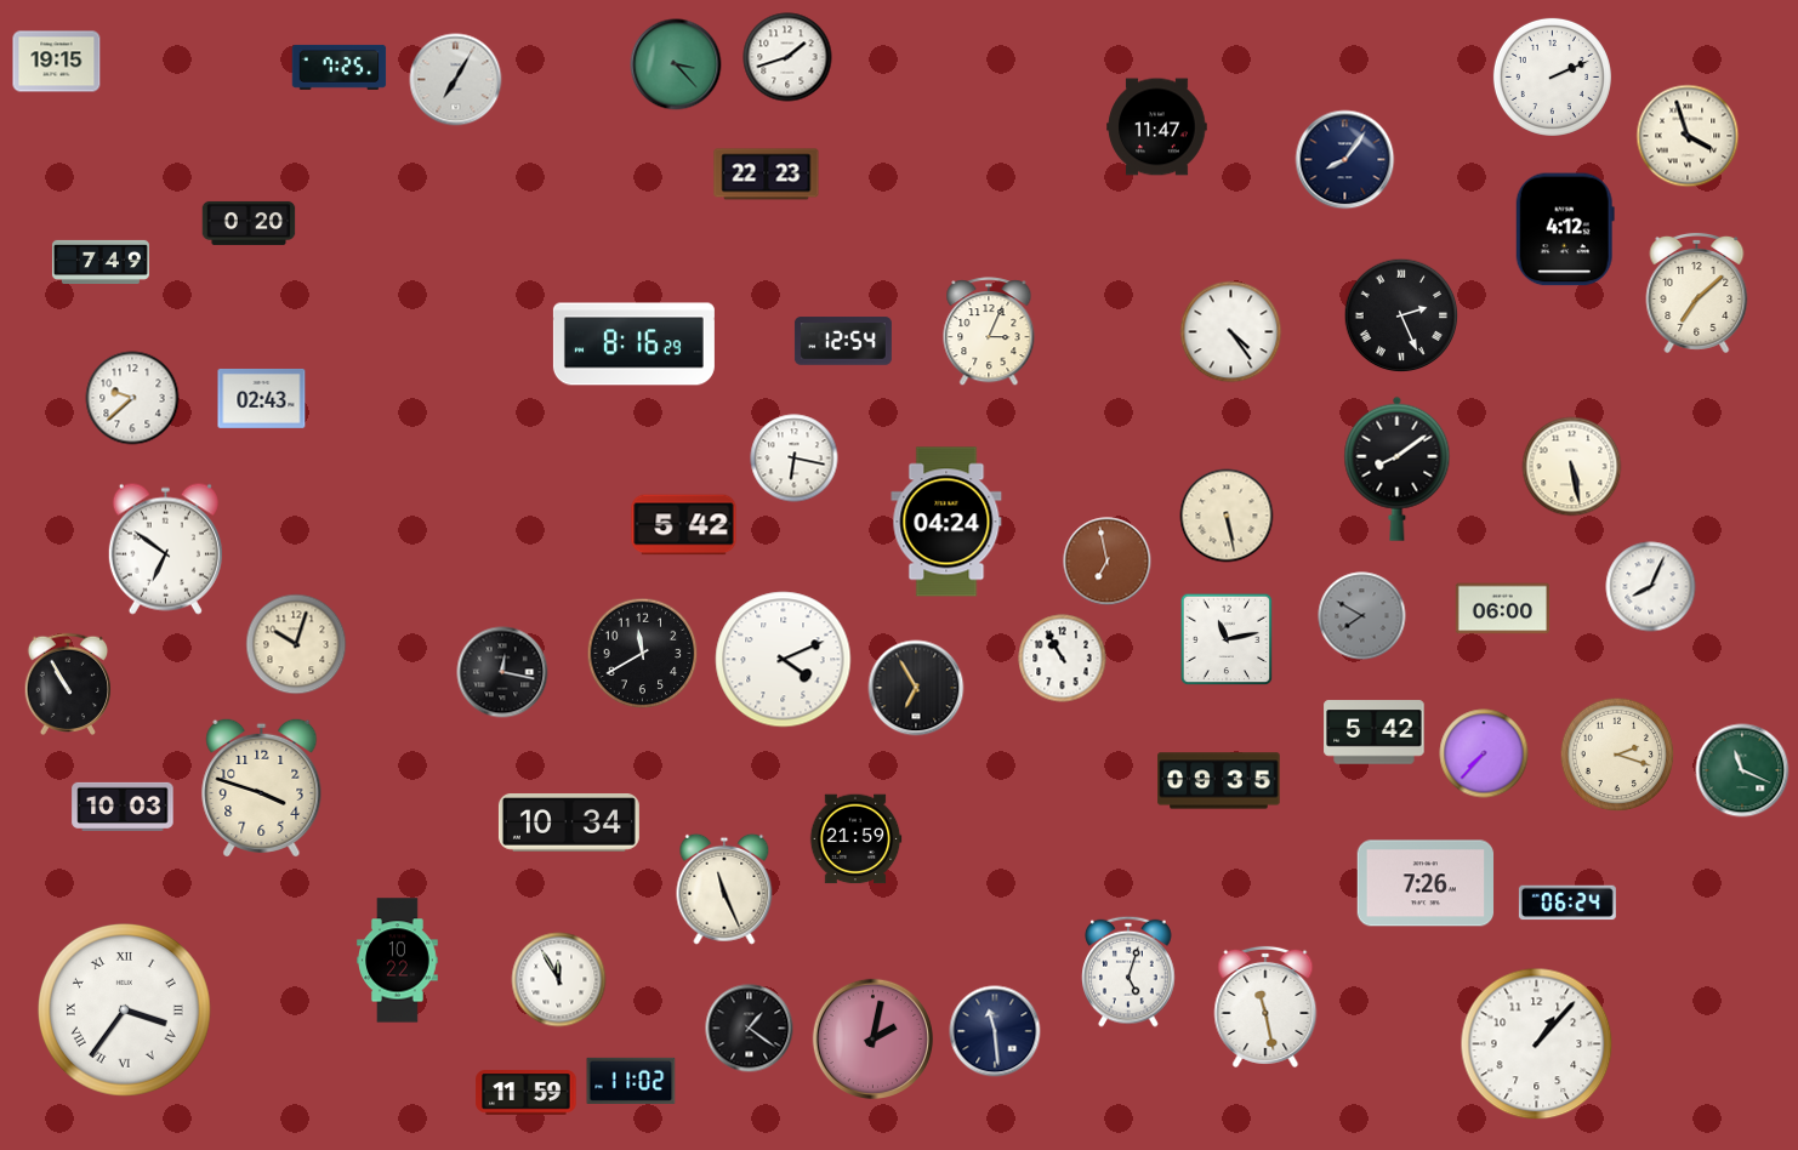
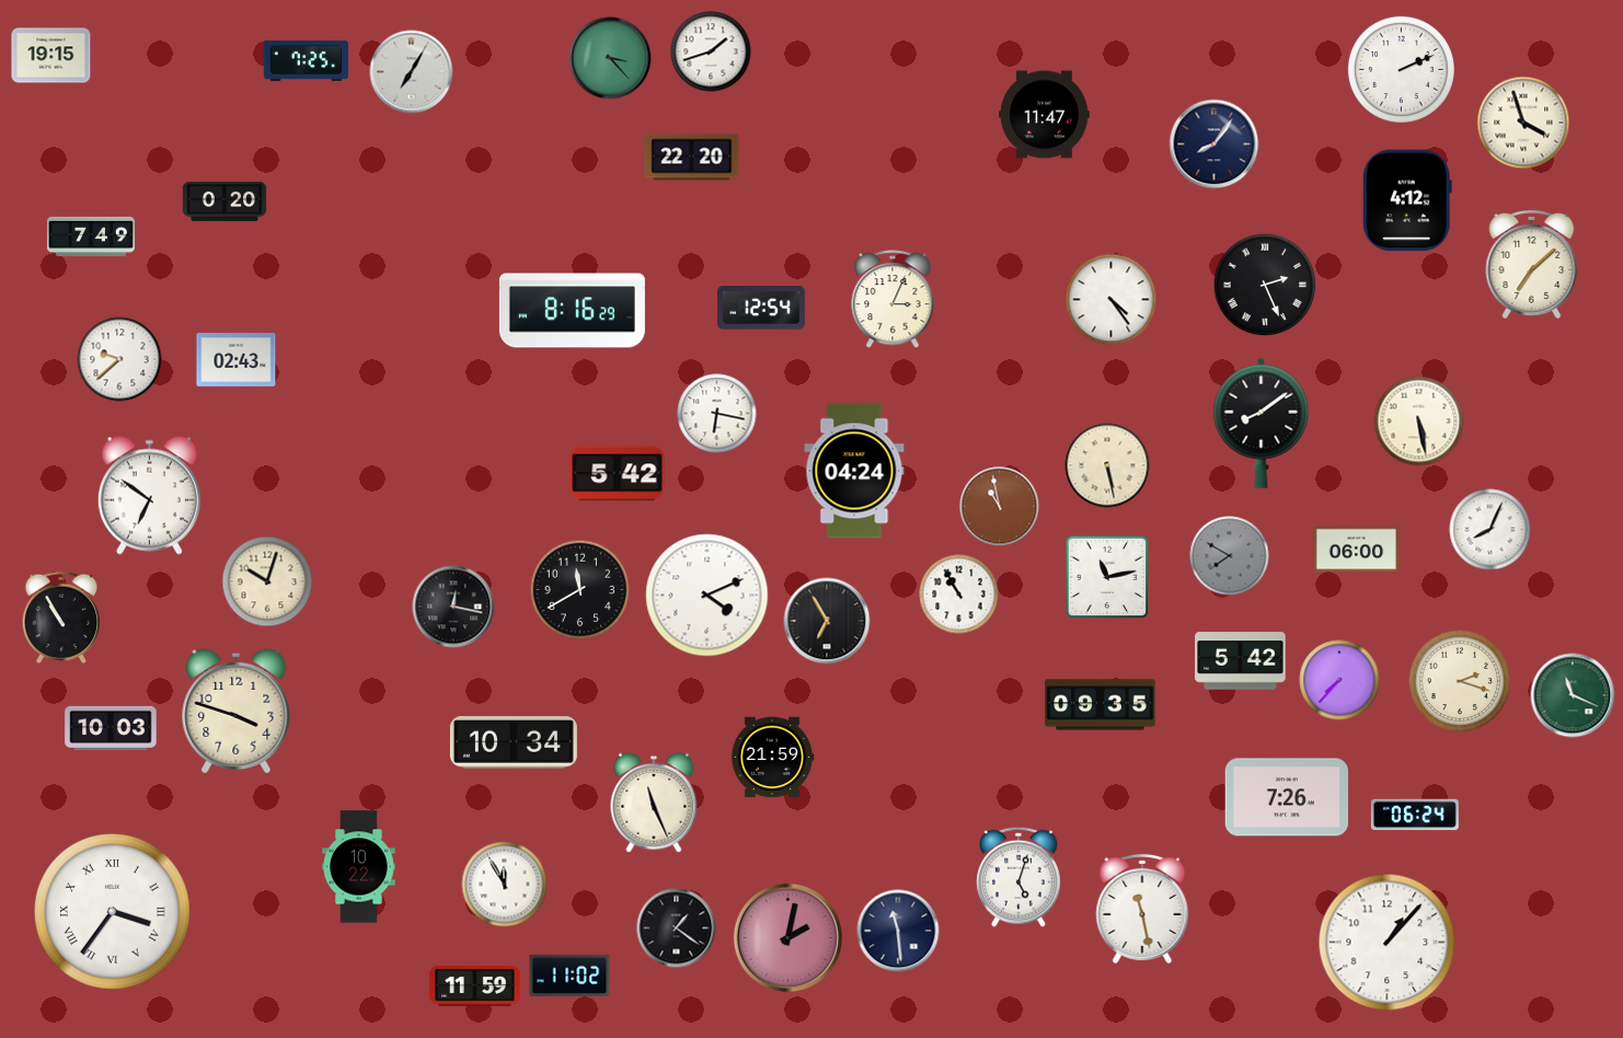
clock at (767, 175): 22:23 -> 22:20
clock at (1565, 229) position: (1565, 229) -> (1407, 200)
clock at (1108, 562): 6:58 -> 10:58
